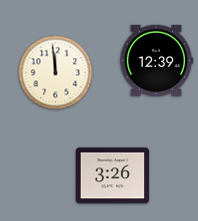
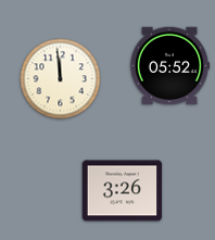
clock at (156, 61): 12:39 -> 05:52
